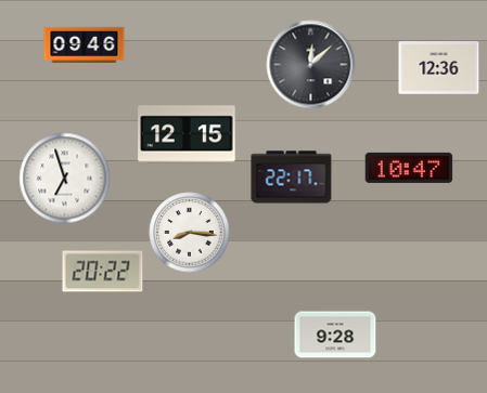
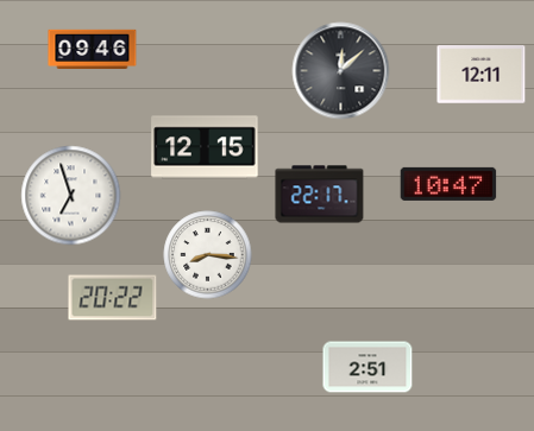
clock at (439, 68): 12:36 -> 12:11
clock at (335, 335): 9:28 -> 2:51
